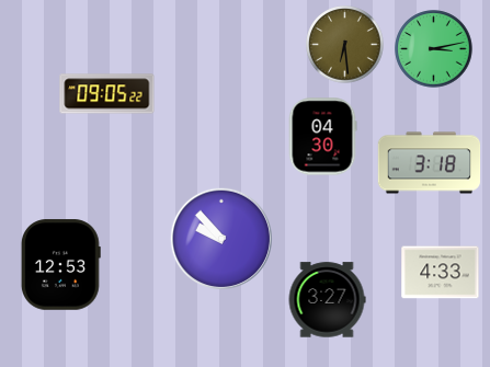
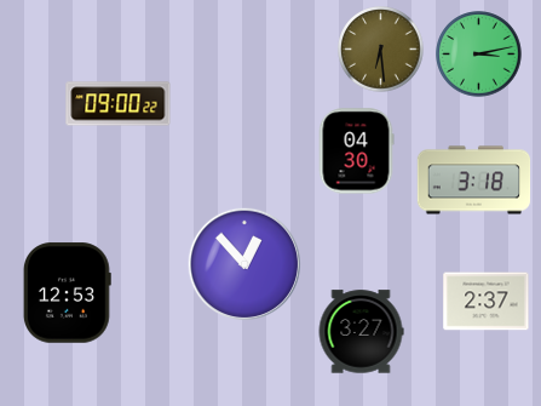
clock at (107, 94): 09:05 -> 09:00
clock at (220, 238): 9:53 -> 12:53
clock at (441, 273): 4:33 -> 2:37
